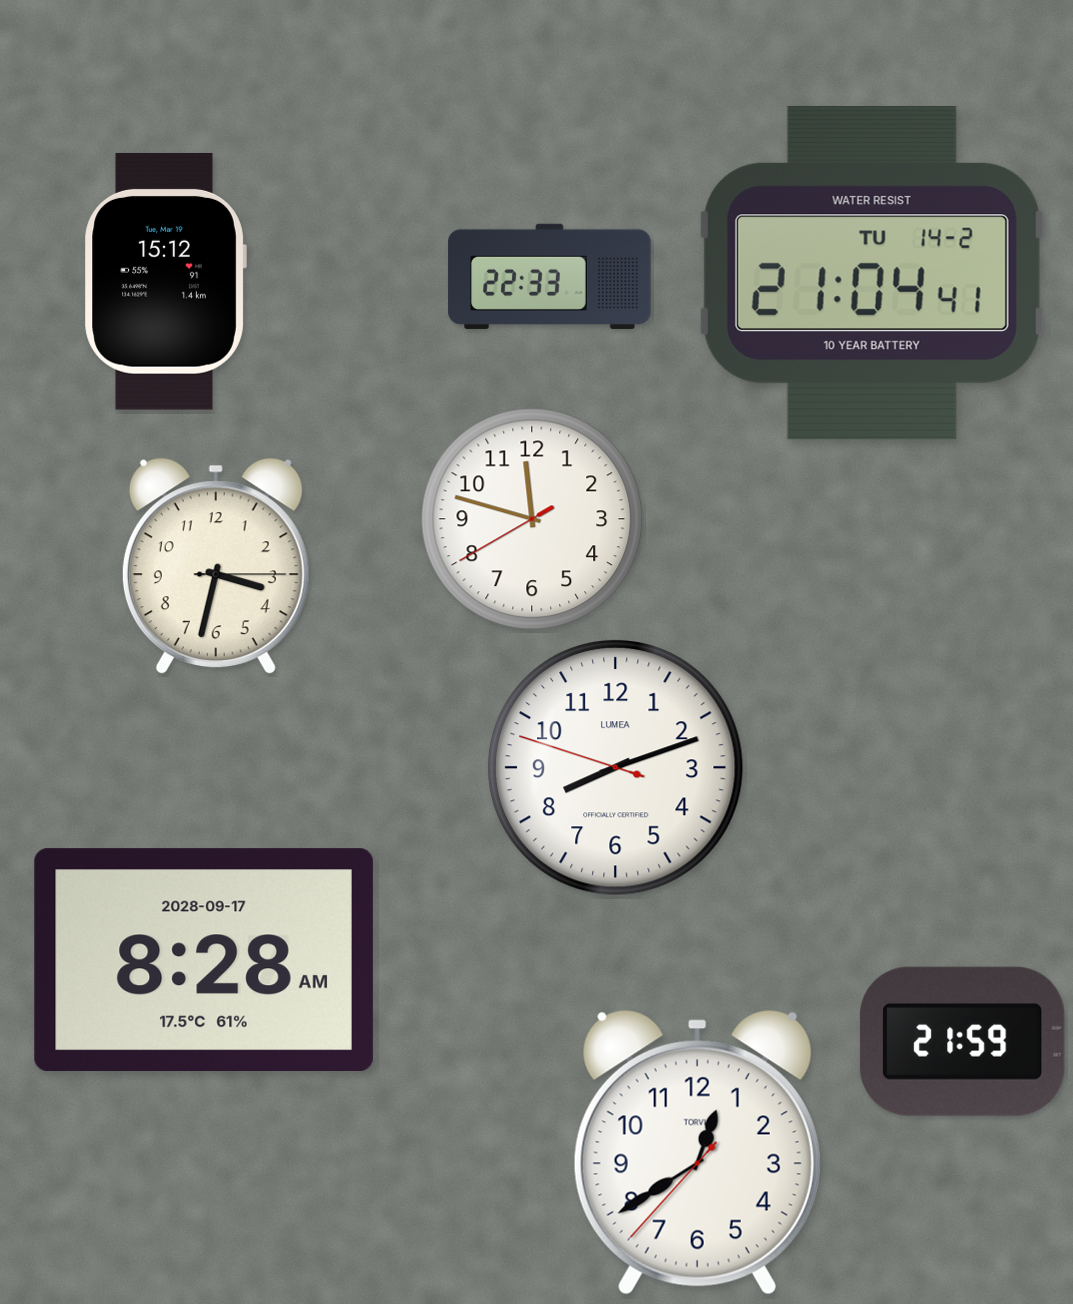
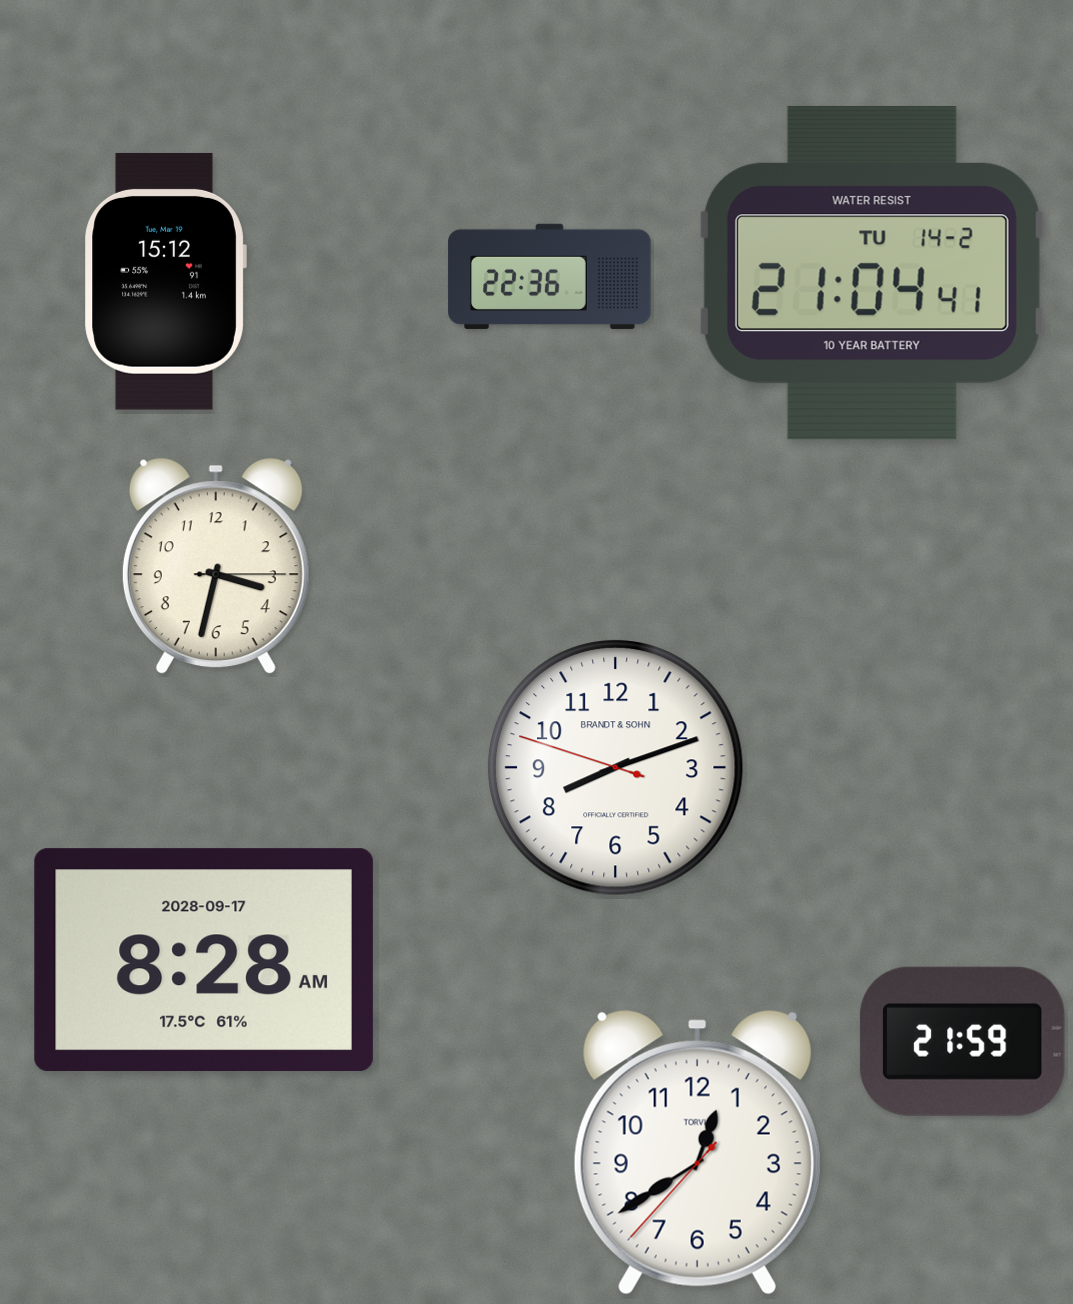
clock at (550, 276): 22:33 -> 22:36
clock at (532, 519): 11:47 -> none
clock at (616, 768) brand: LUMEA -> BRANDT & SOHN
